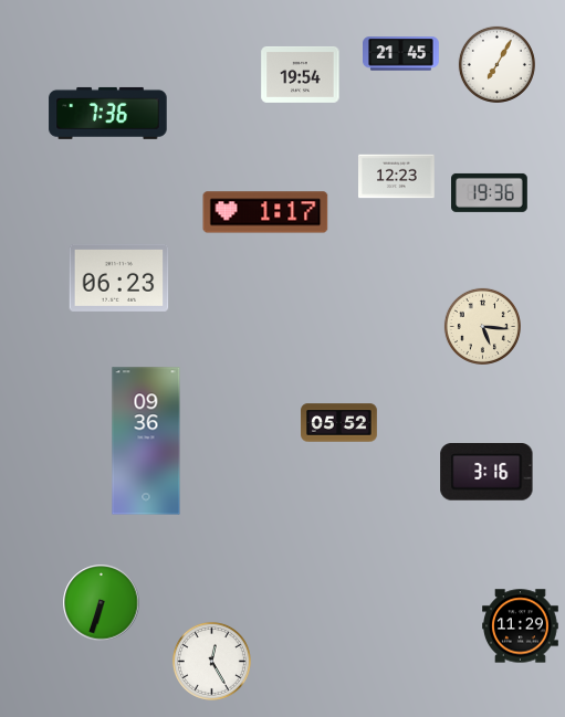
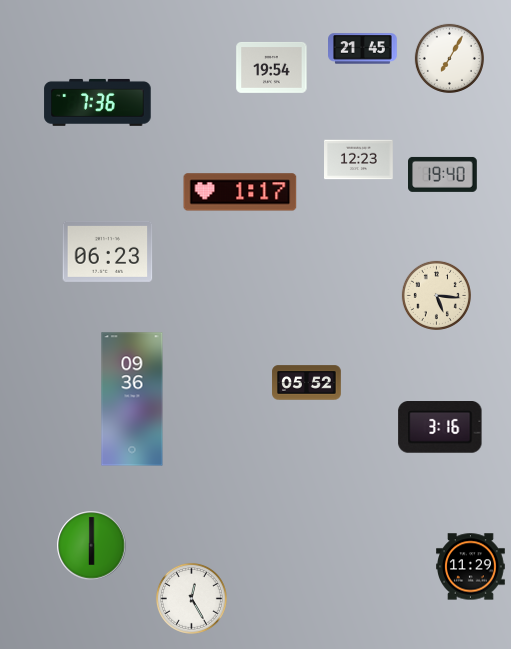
clock at (490, 192): 19:36 -> 19:40
clock at (102, 603): 6:33 -> 6:00
